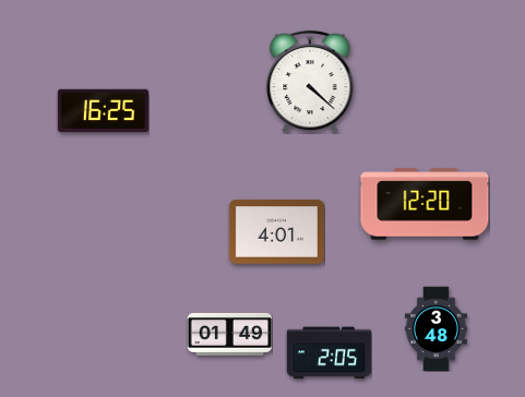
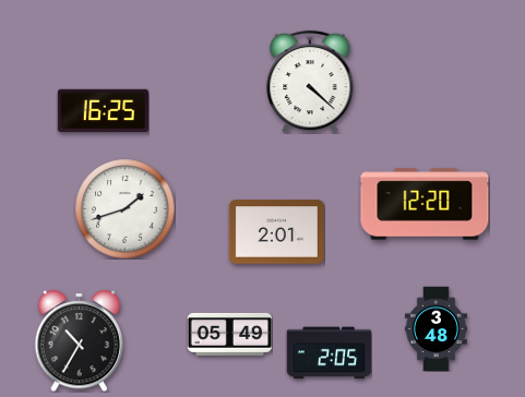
clock at (124, 208): none -> 1:42
clock at (276, 232): 4:01 -> 2:01
clock at (229, 334): 01:49 -> 05:49
clock at (80, 340): none -> 10:35
